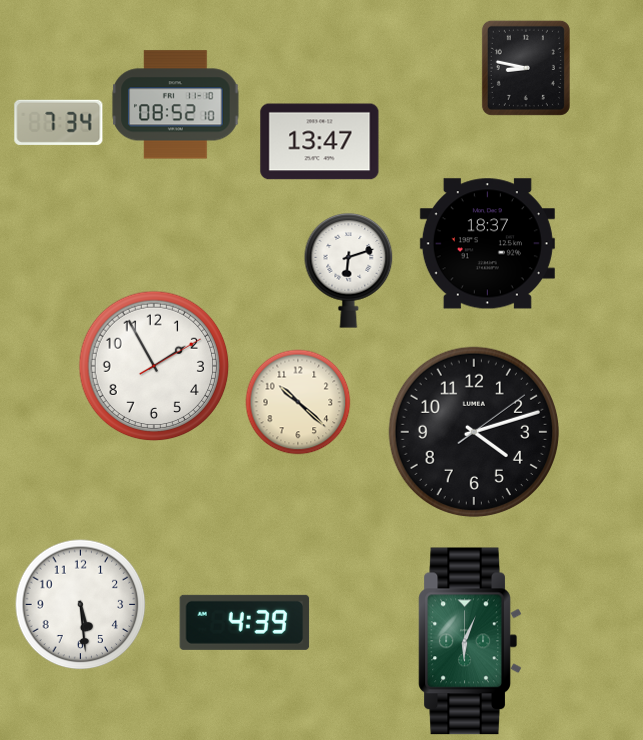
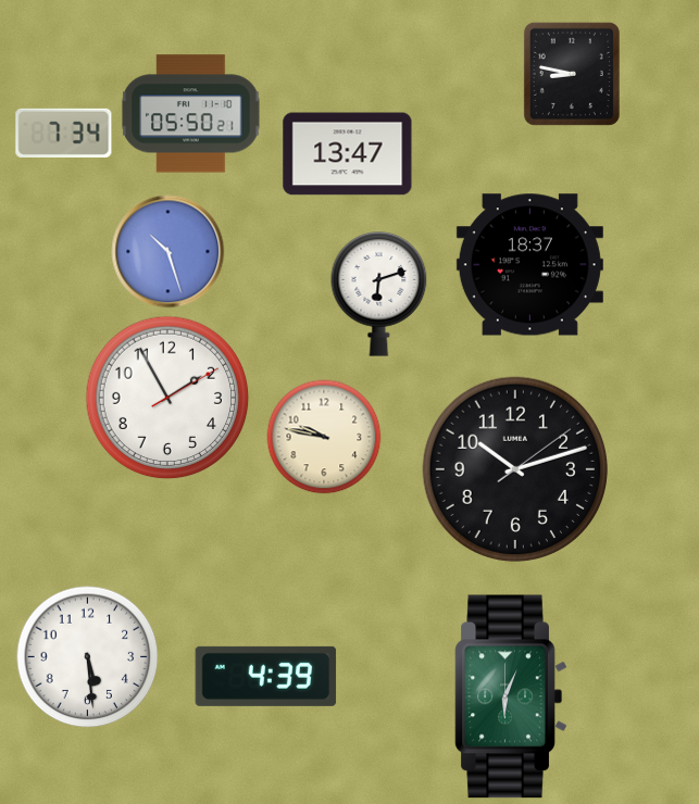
clock at (176, 105): 08:52 -> 05:50
clock at (168, 252): none -> 10:27
clock at (298, 402): 10:22 -> 9:47
clock at (473, 431): 4:12 -> 10:12
